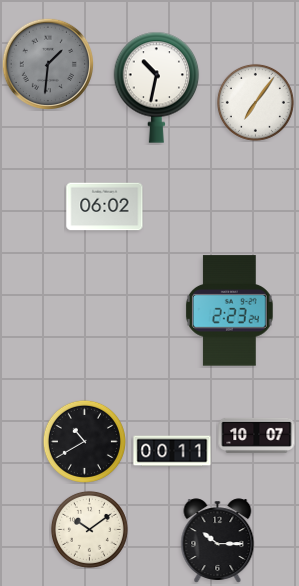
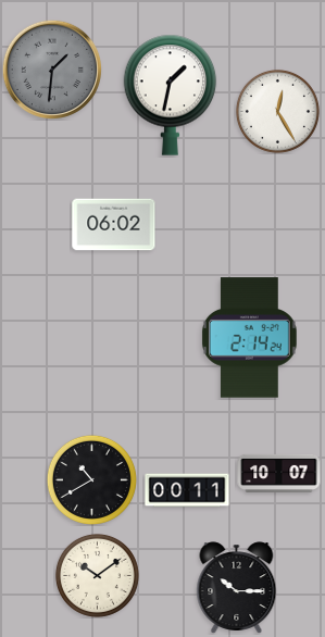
clock at (157, 87): 10:32 -> 1:32
clock at (255, 102): 7:06 -> 12:25
clock at (229, 311): 2:23 -> 2:14
